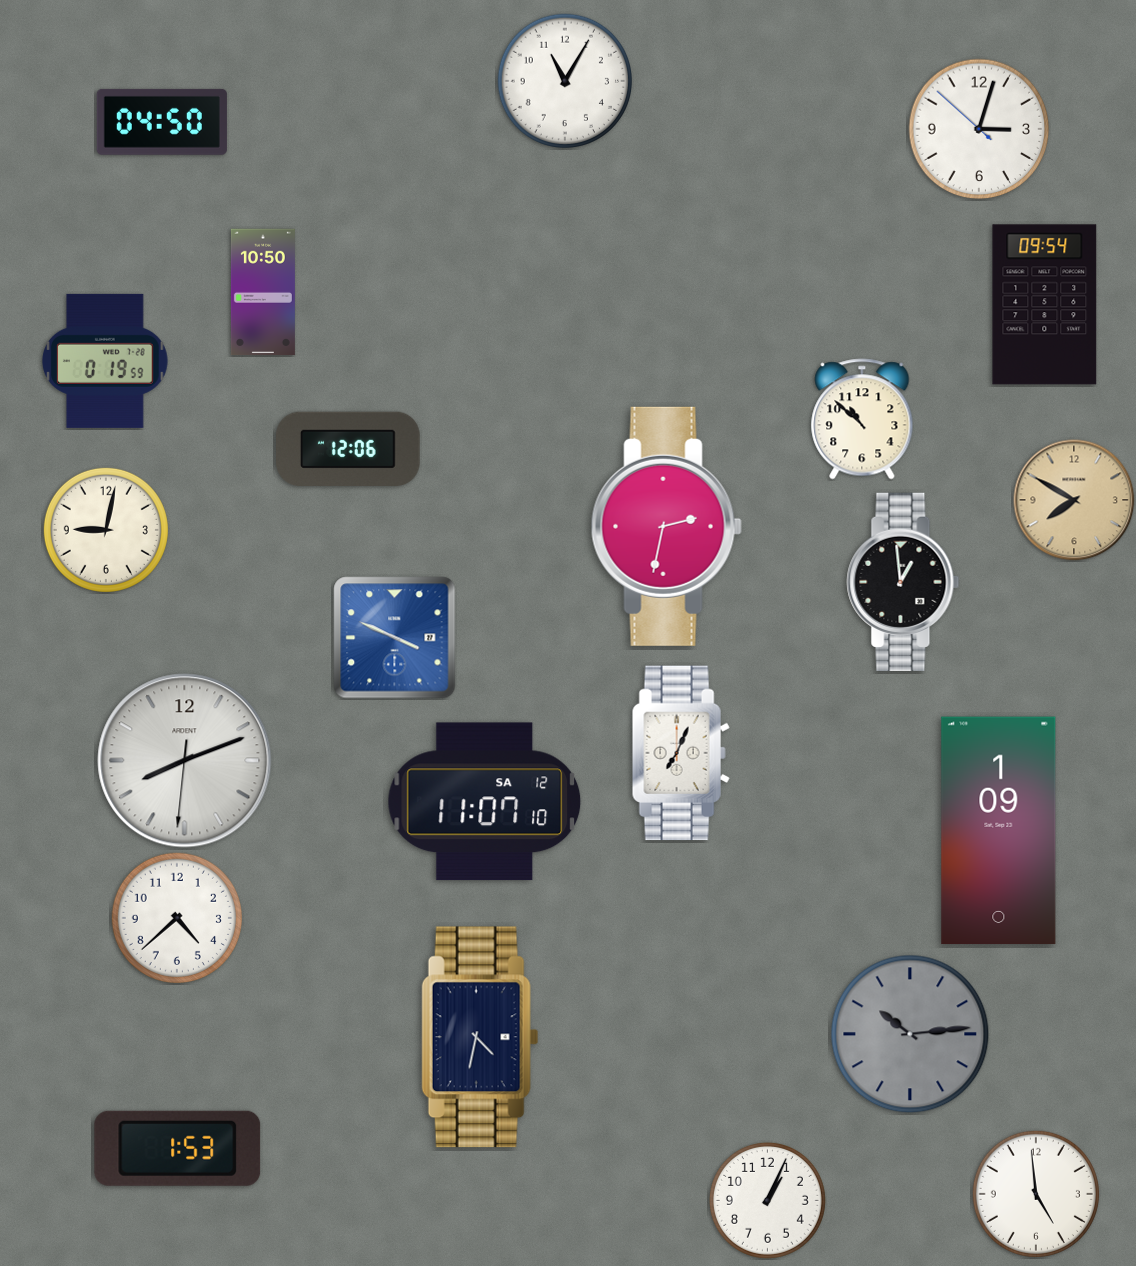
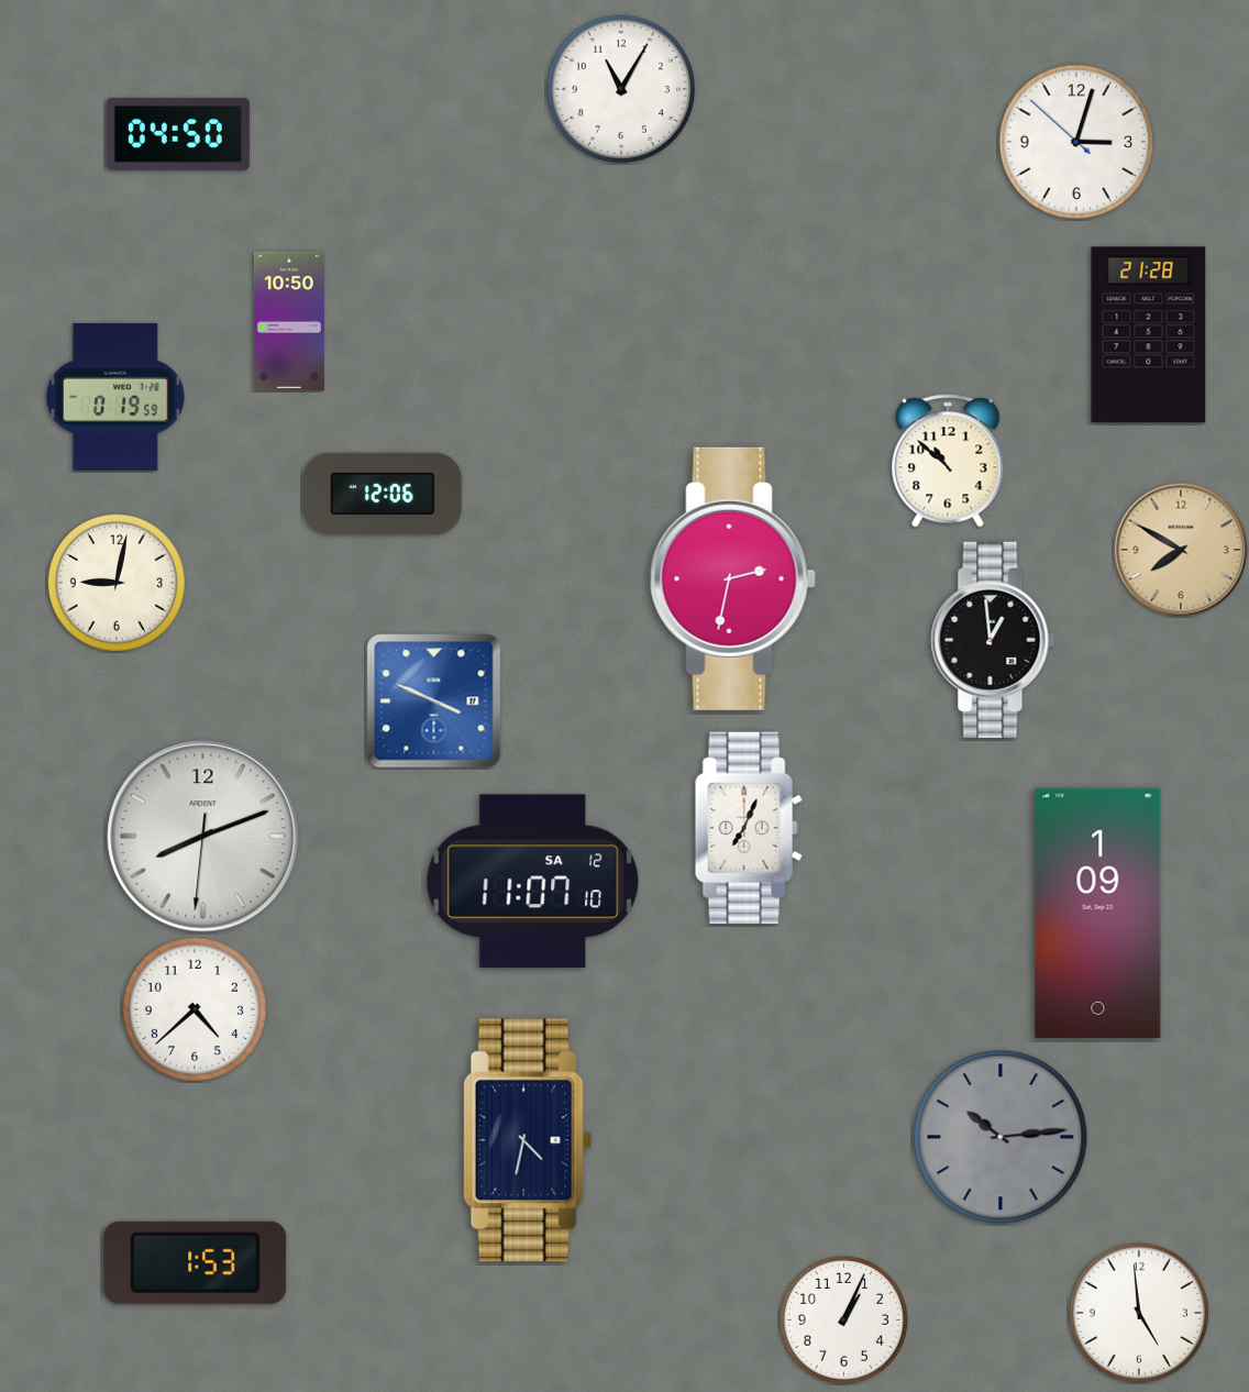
clock at (1045, 305): 09:54 -> 21:28
